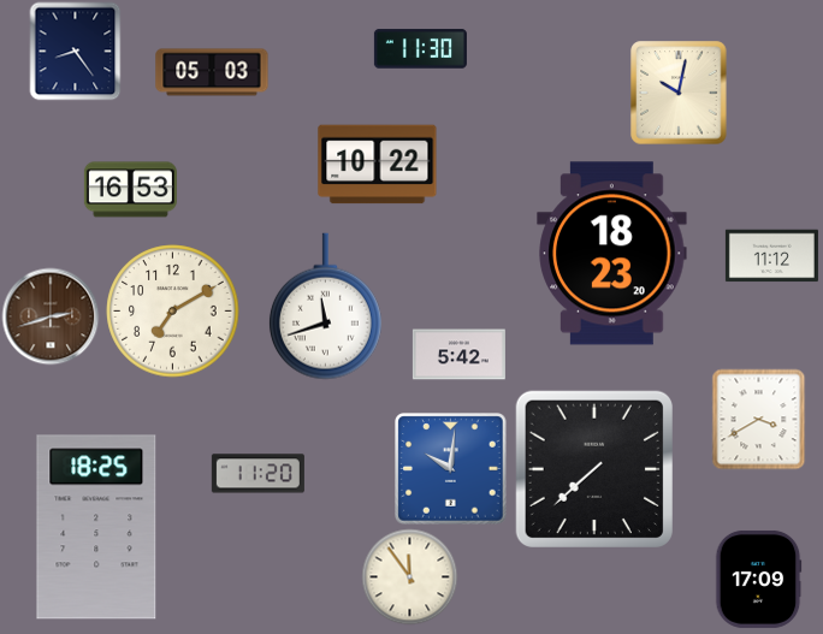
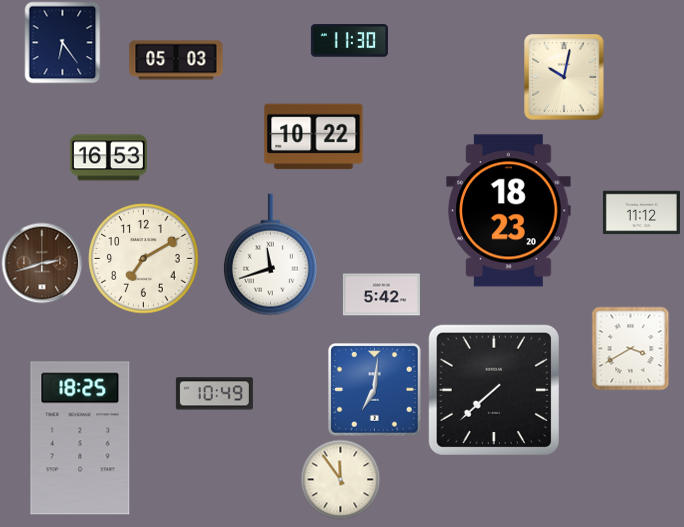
clock at (76, 51): 8:24 -> 6:24
clock at (451, 469): 10:01 -> 7:01
clock at (257, 474): 11:20 -> 10:49
clock at (758, 579): 17:09 -> none
